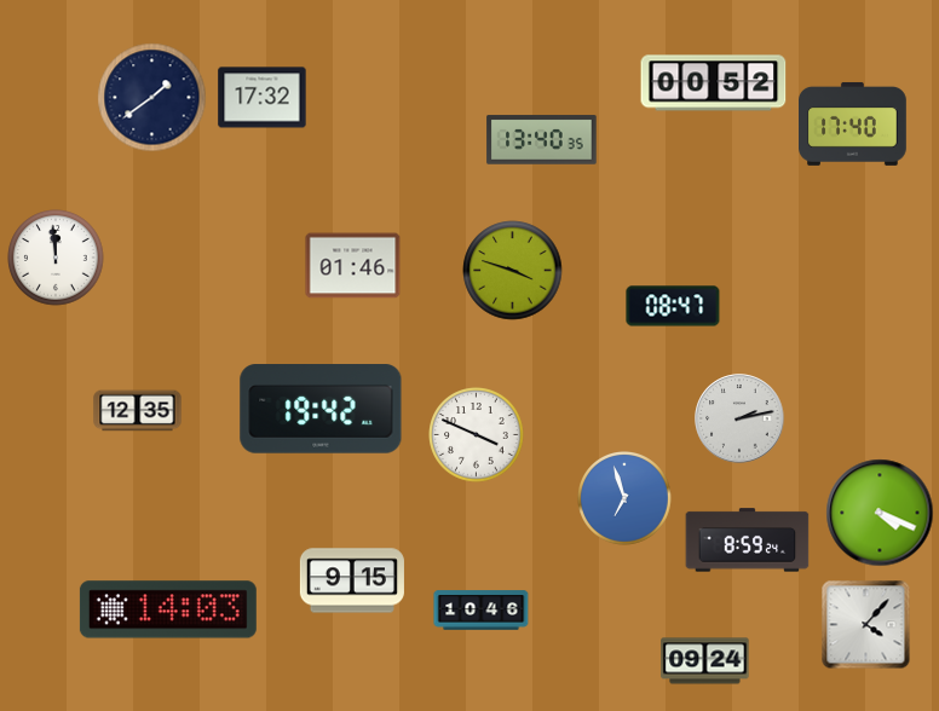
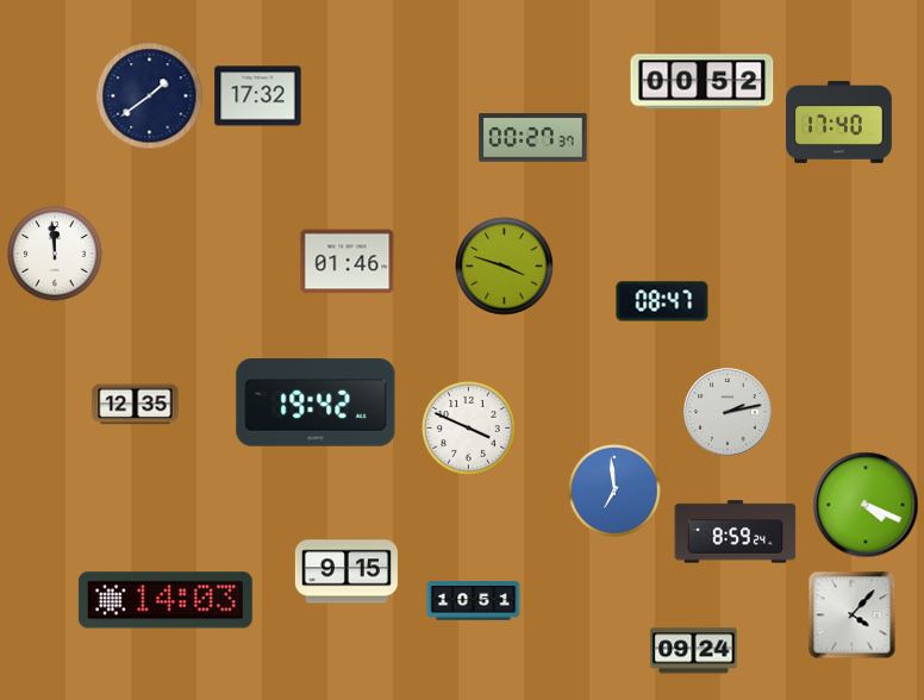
clock at (542, 140): 13:40 -> 00:27
clock at (626, 499): 6:57 -> 6:59
clock at (482, 611): 10:46 -> 10:51
